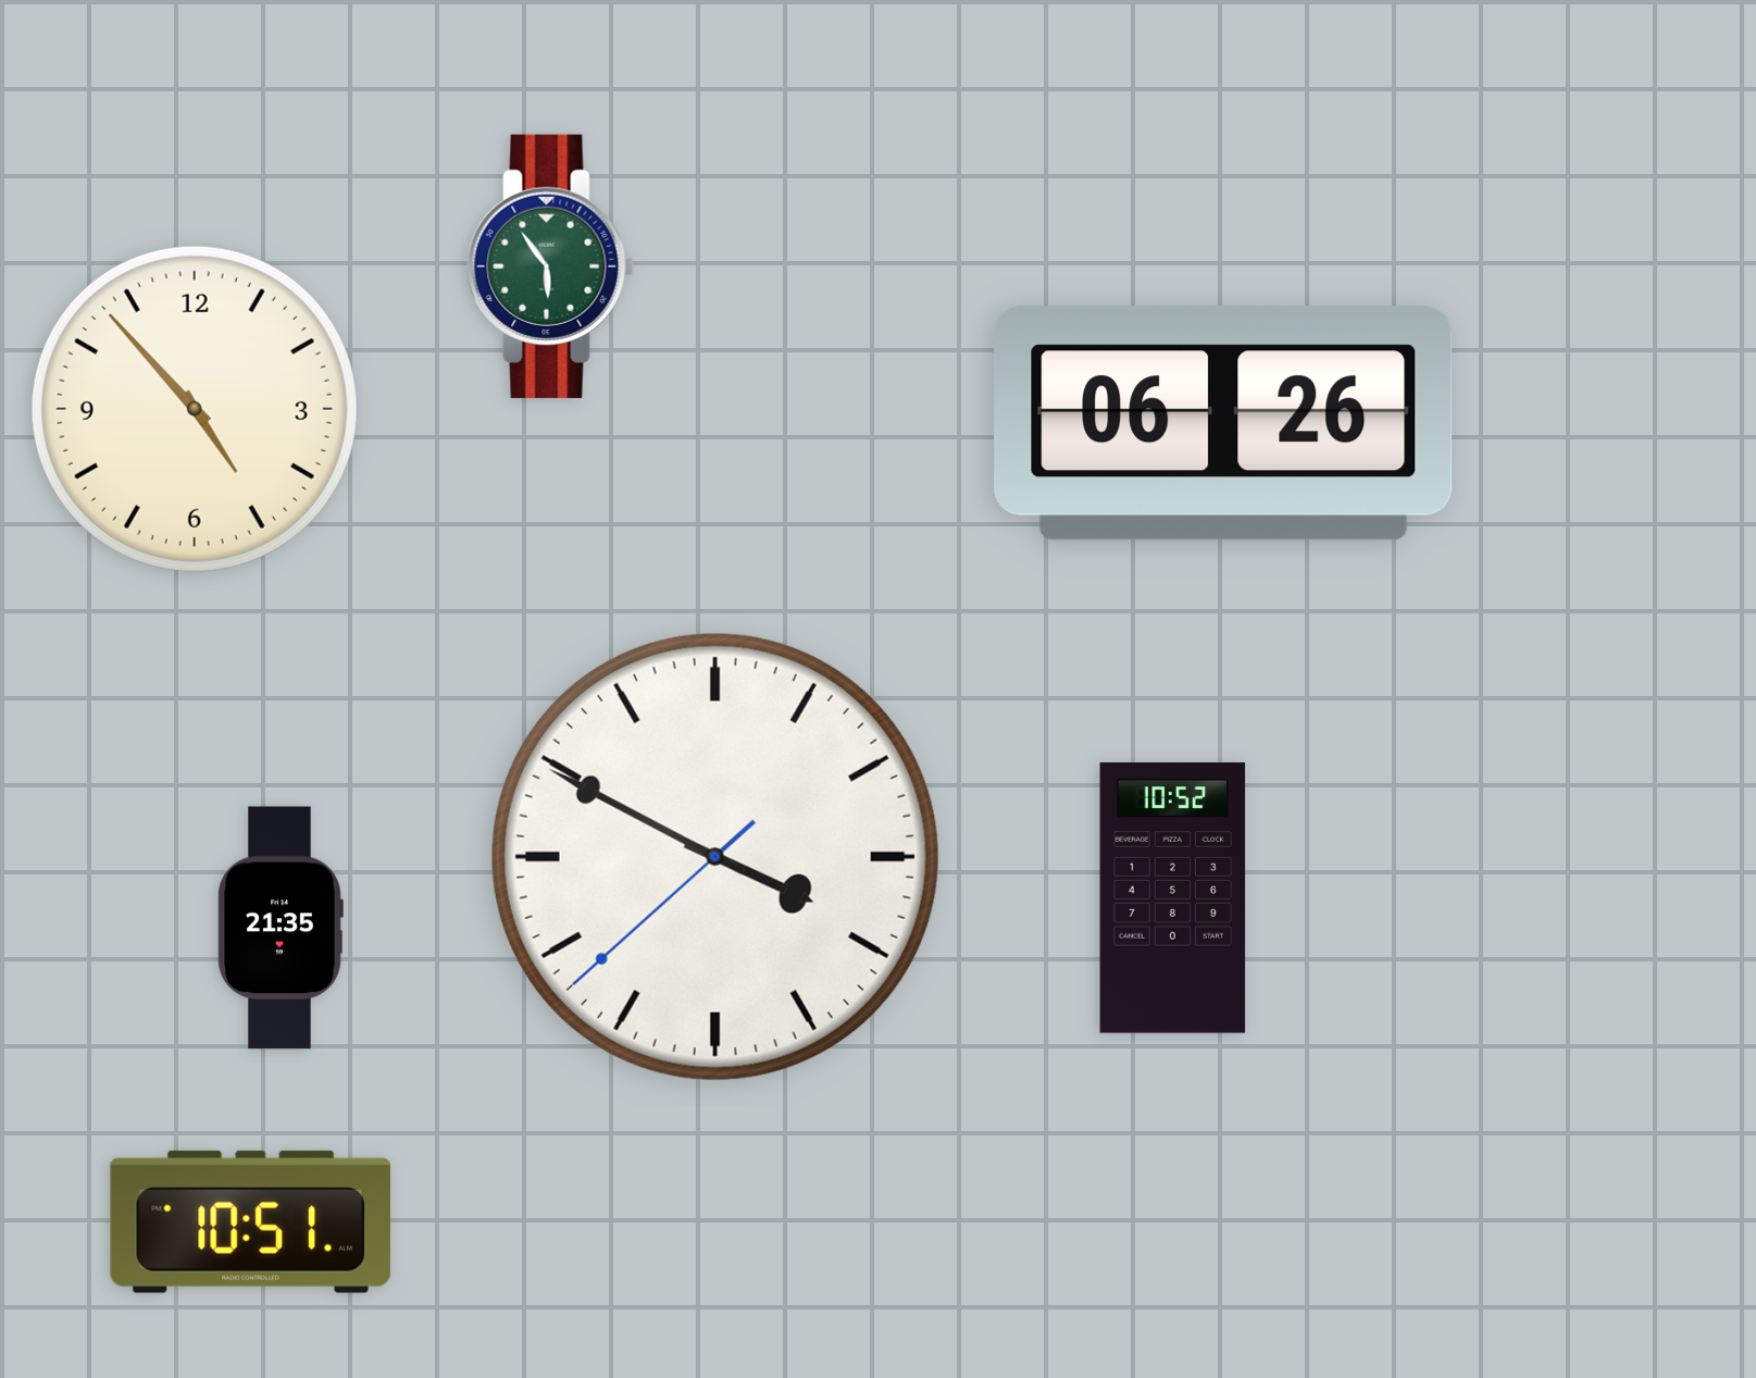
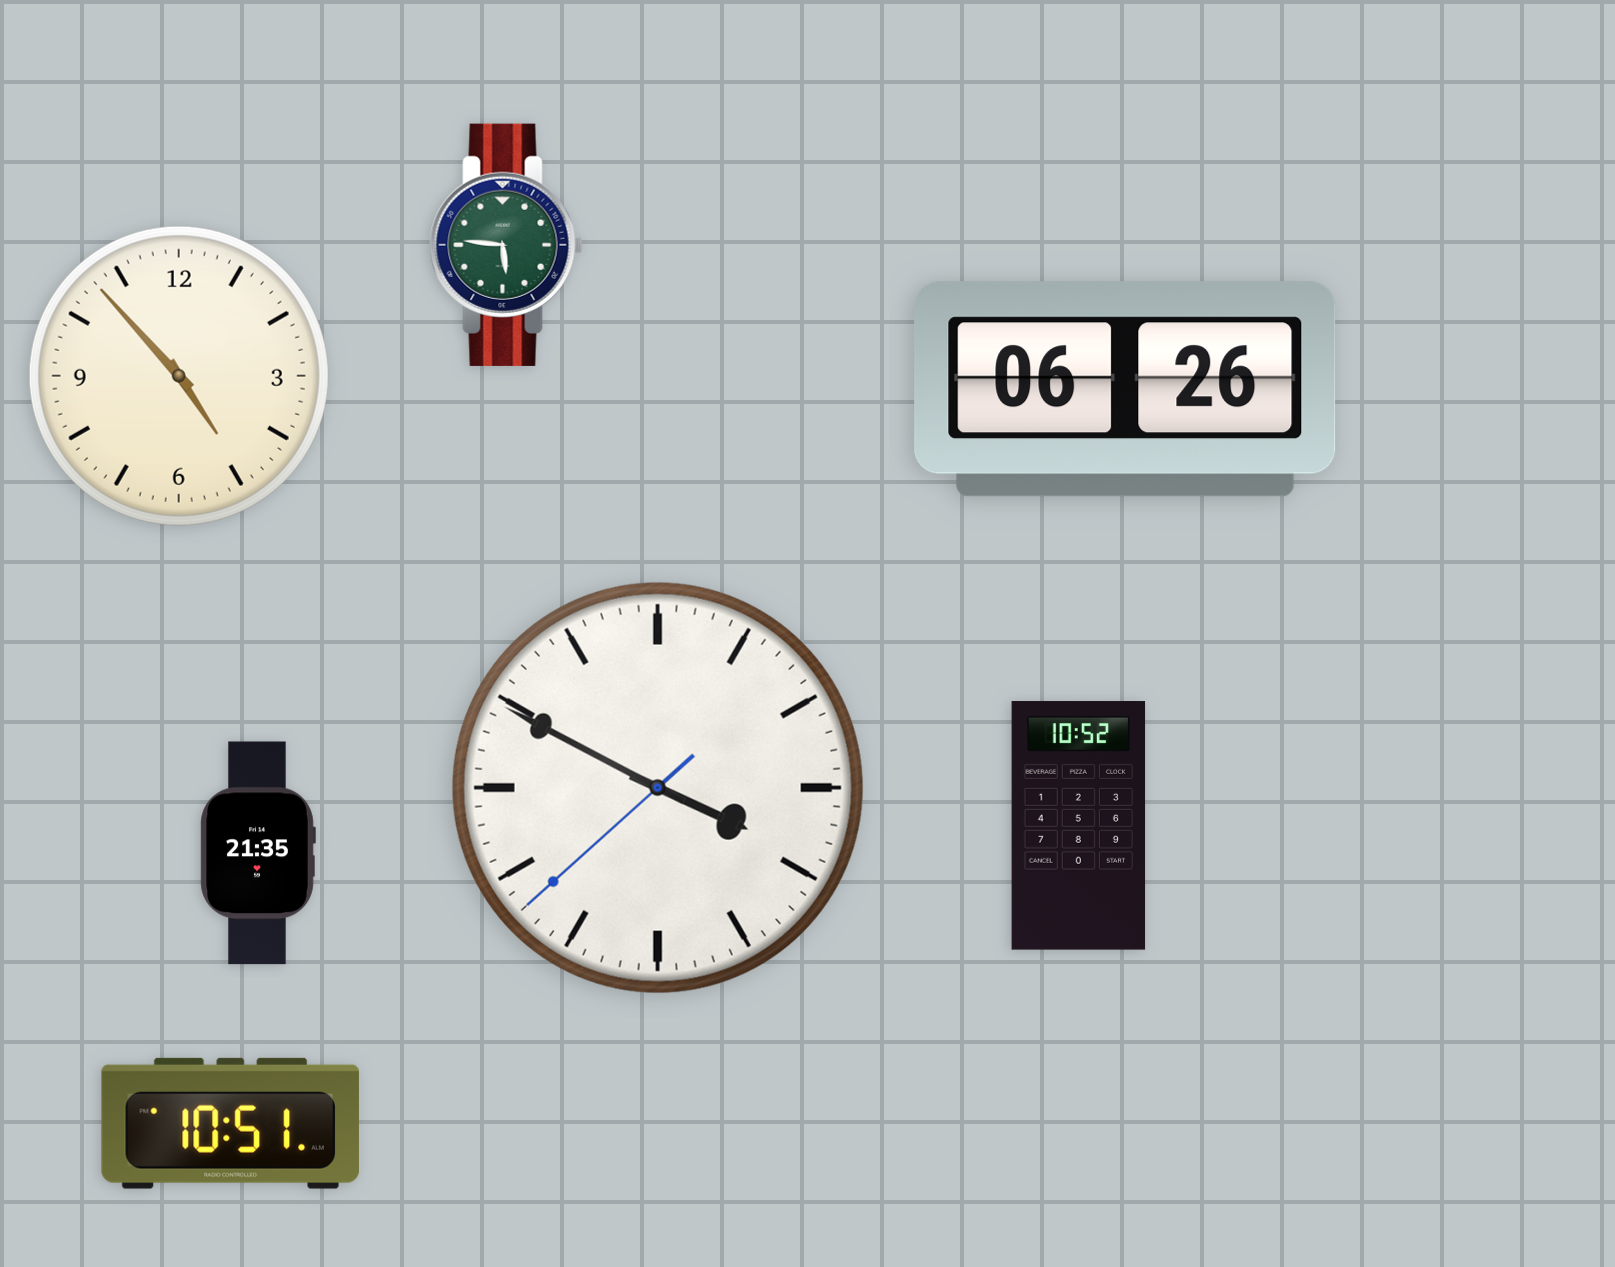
clock at (550, 266): 5:54 -> 5:46
